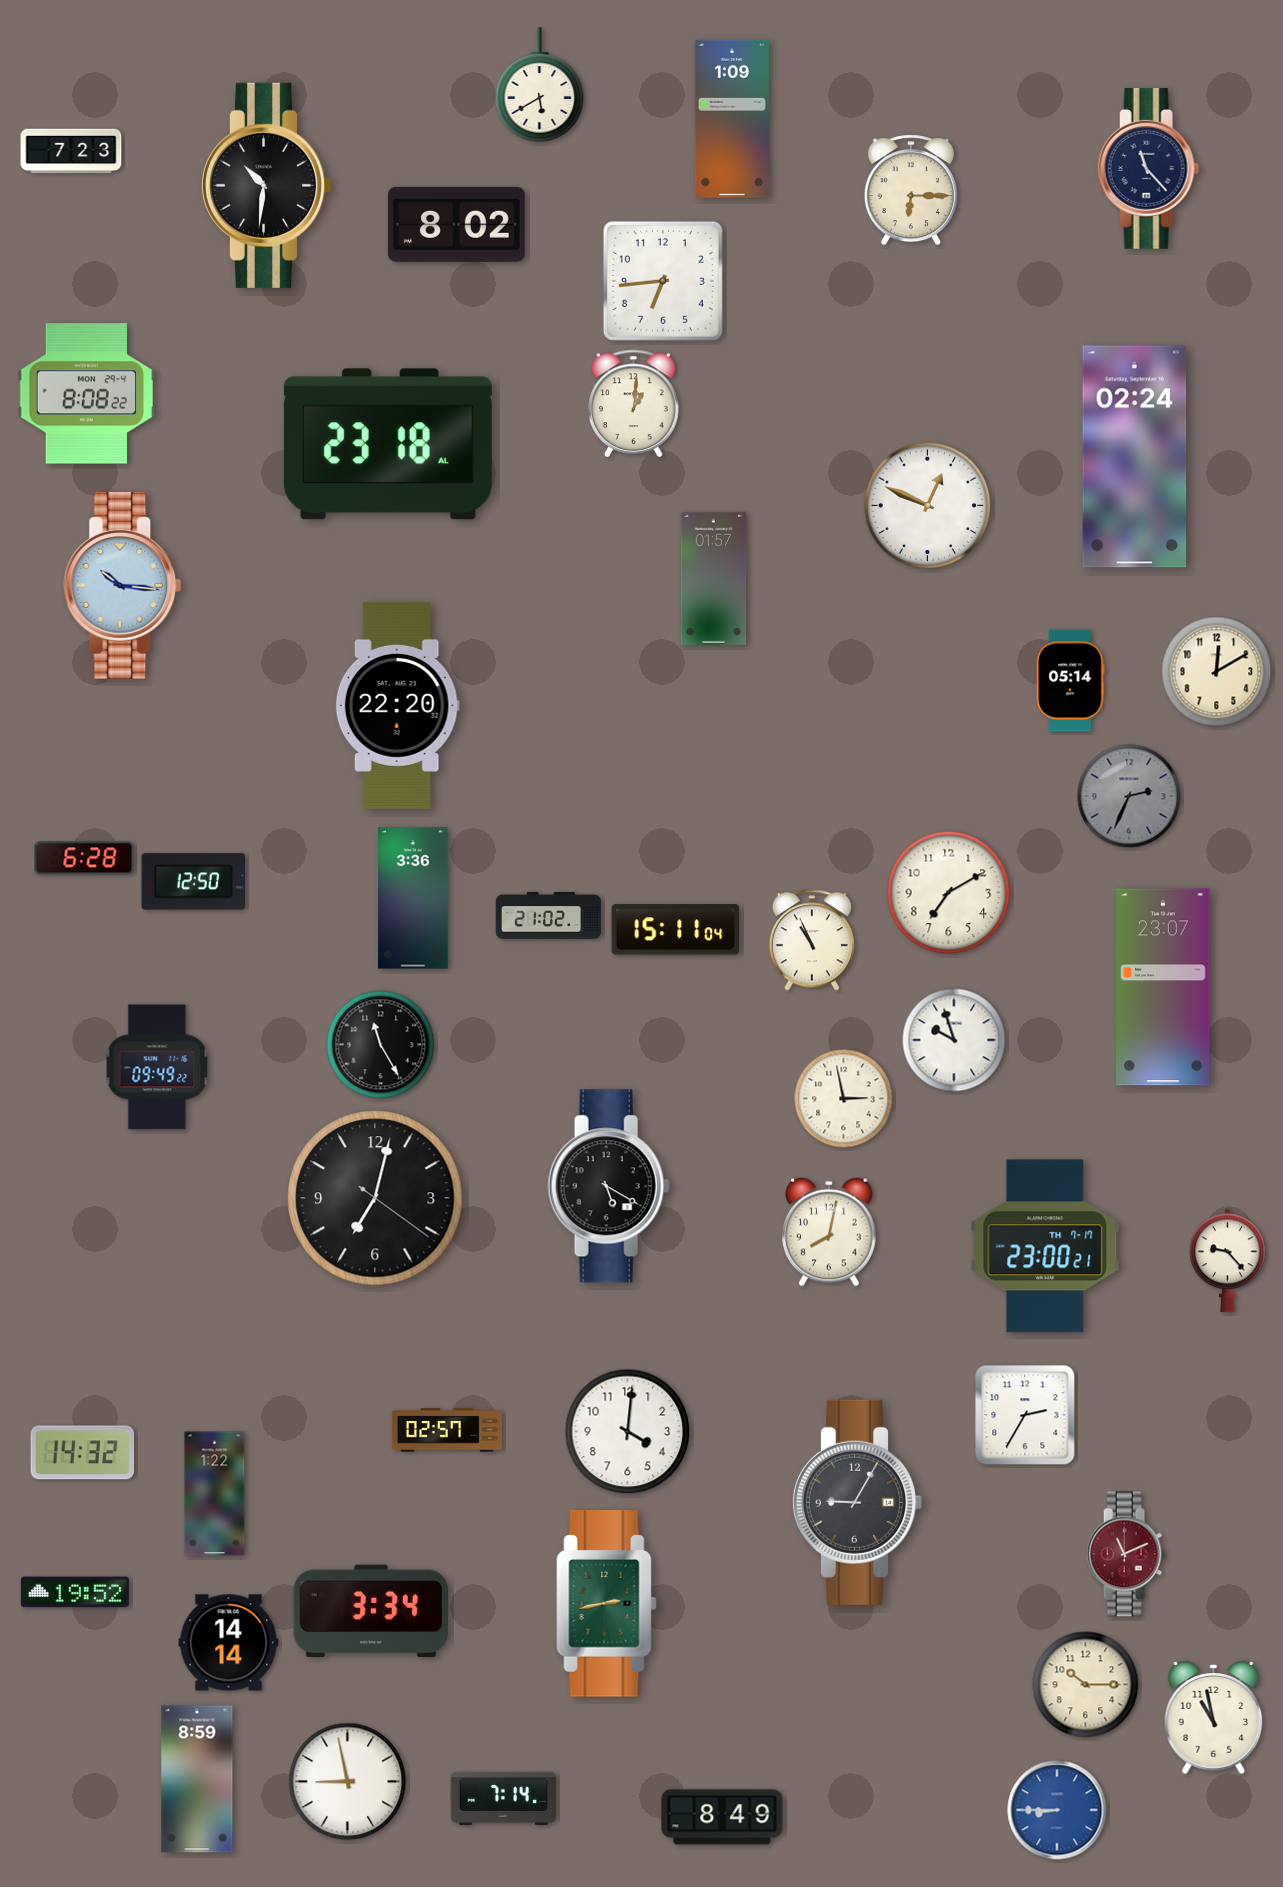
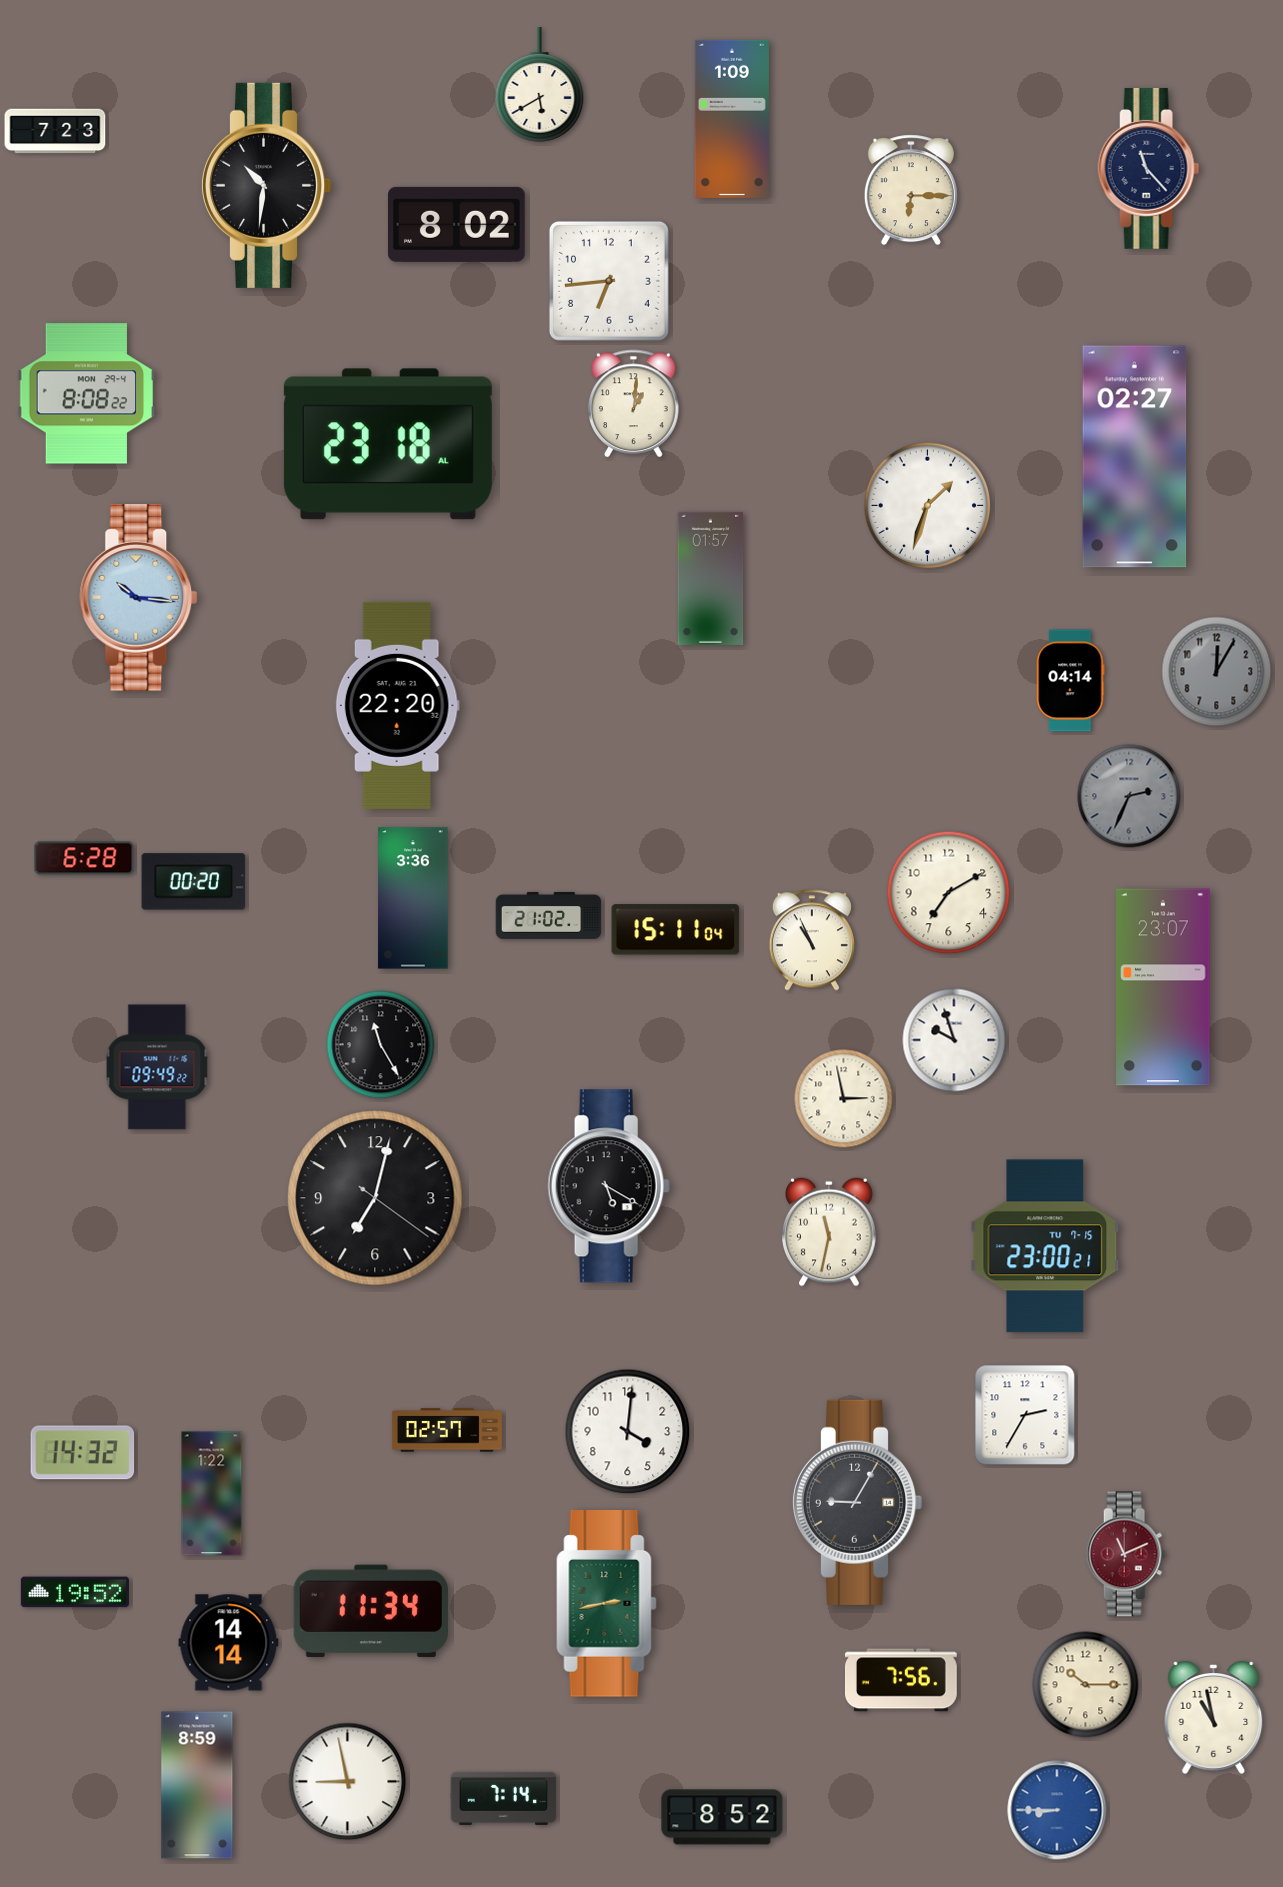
clock at (71, 151) position: (71, 151) -> (55, 131)
clock at (663, 281) position: (663, 281) -> (609, 281)
clock at (1135, 457): 02:24 -> 02:27
clock at (928, 506): 12:49 -> 1:33
clock at (714, 578) position: (714, 578) -> (711, 578)
clock at (123, 586) position: (123, 586) -> (139, 598)
clock at (1217, 672): 12:10 -> 12:05
clock at (1217, 672) dial: cream -> grey
clock at (1071, 681): 05:14 -> 04:14
clock at (194, 882): 12:50 -> 00:20
clock at (830, 1232): 8:02 -> 11:32
clock at (1045, 1246) date: TH 7-17 -> TU 7-15
clock at (1228, 1261): 9:23 -> none
clock at (215, 1494) position: (215, 1494) -> (212, 1494)
clock at (371, 1611): 3:34 -> 11:34
clock at (901, 1680): none -> 7:56
clock at (197, 1779) position: (197, 1779) -> (197, 1785)
clock at (722, 1817): 8:49 -> 8:52
